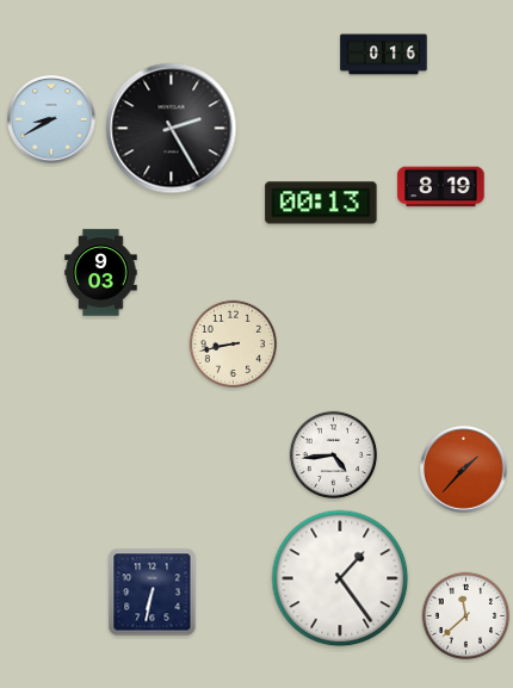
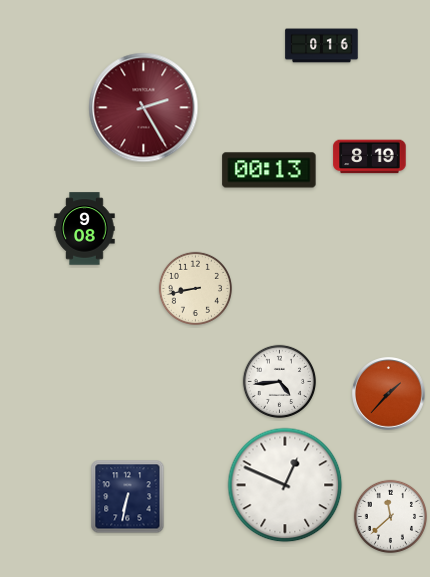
clock at (51, 119): 8:40 -> none
clock at (172, 129) dial: black -> burgundy
clock at (101, 273): 9:03 -> 9:08
clock at (340, 578): 1:24 -> 12:49
